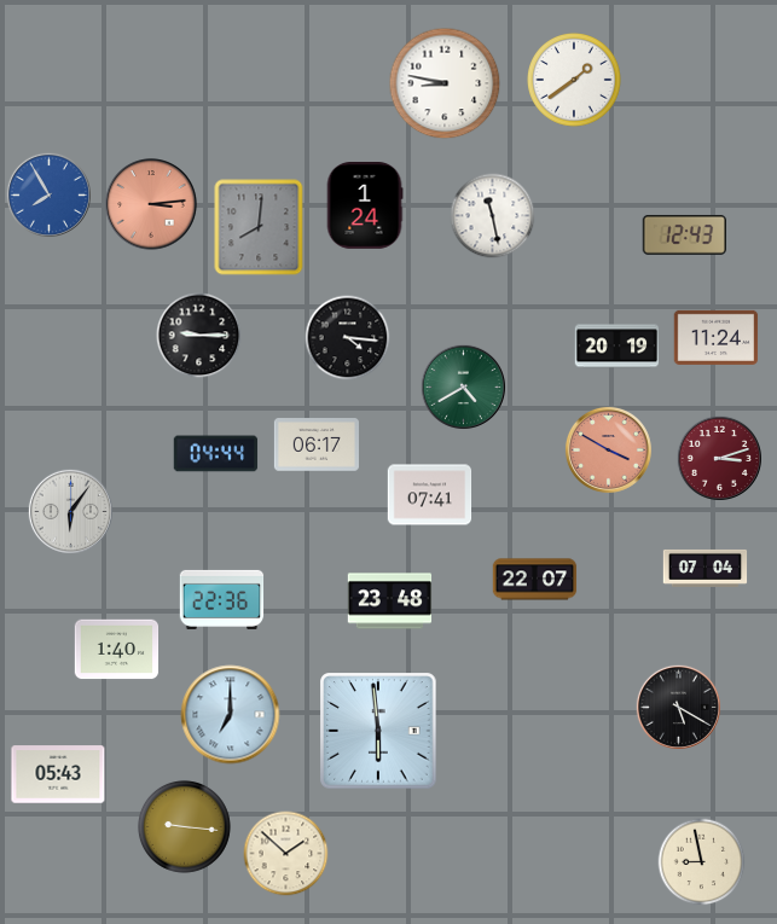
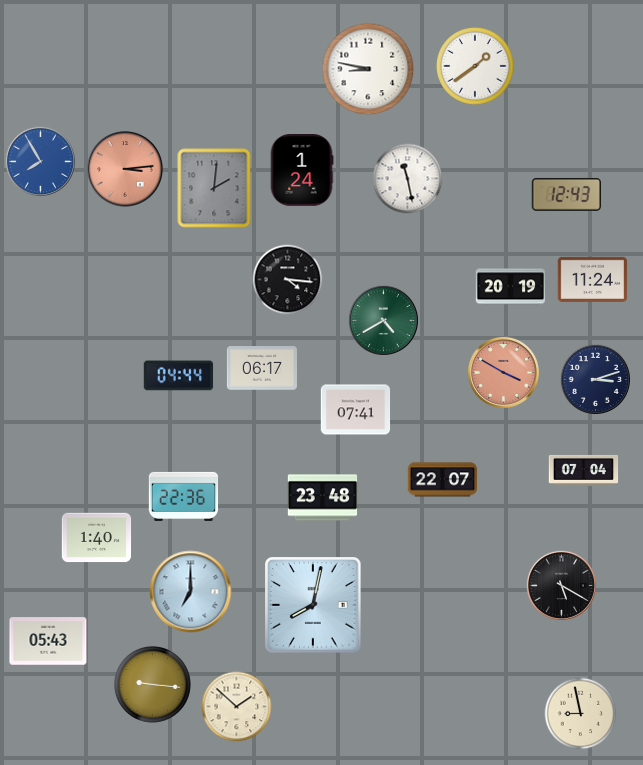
clock at (259, 227): 8:01 -> 2:01
clock at (199, 336): 9:15 -> none
clock at (719, 458) dial: burgundy -> navy
clock at (70, 511): 6:06 -> none
clock at (378, 731): 5:59 -> 8:02
